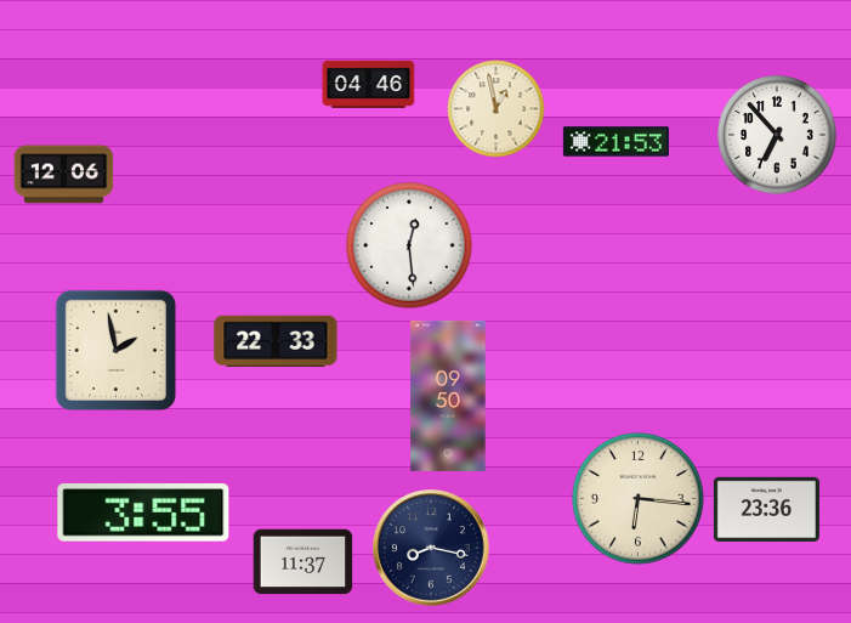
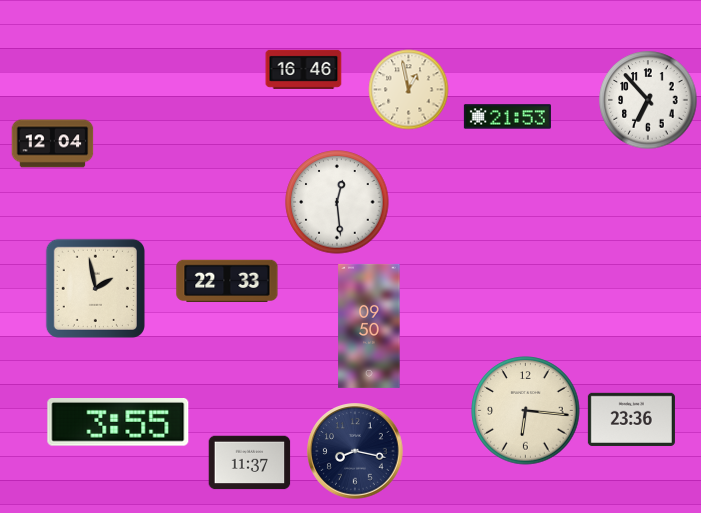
clock at (369, 84): 04:46 -> 16:46
clock at (777, 135) position: (777, 135) -> (648, 100)
clock at (64, 175): 12:06 -> 12:04
